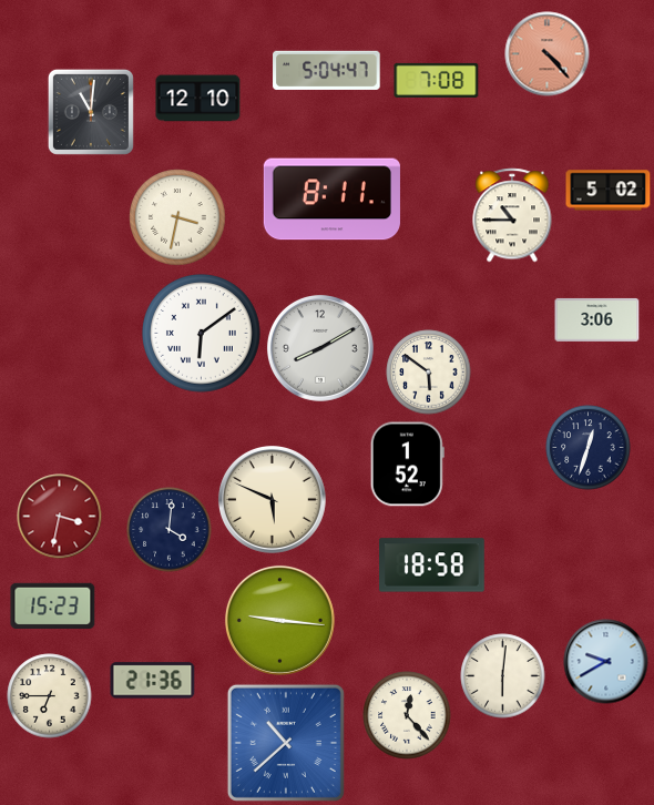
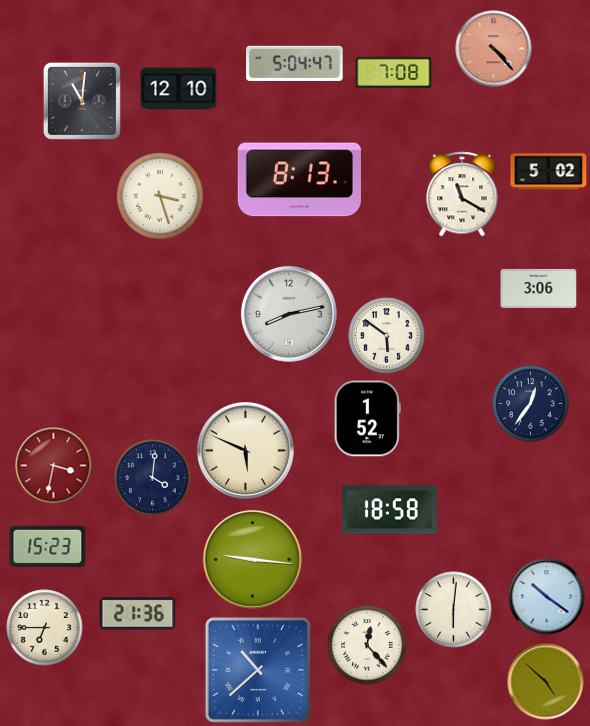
clock at (331, 200): 8:11 -> 8:13
clock at (512, 215): 10:45 -> 11:20
clock at (177, 217): 3:32 -> 3:27
clock at (202, 334): 6:09 -> none
clock at (320, 348): 8:10 -> 8:13
clock at (589, 448): 12:33 -> 12:36
clock at (606, 662): 9:40 -> 10:21
clock at (546, 682): none -> 4:52
